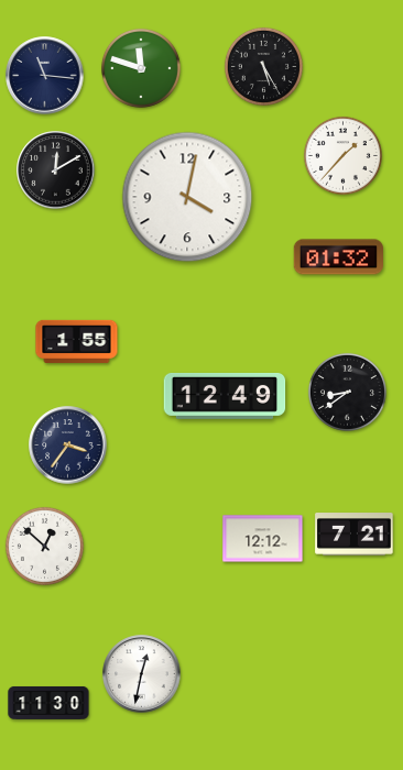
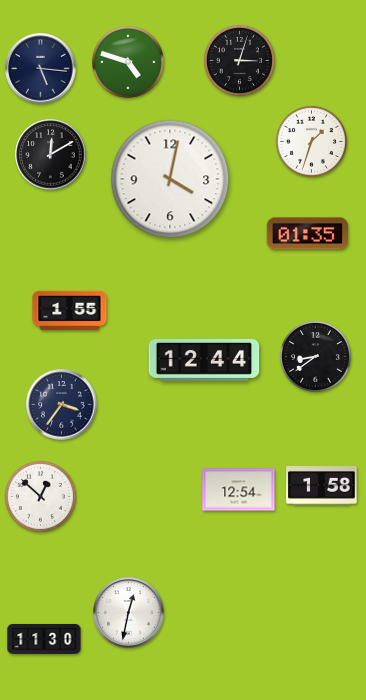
clock at (263, 66): 5:25 -> 3:03
clock at (141, 68): 11:48 -> 4:48
clock at (45, 76): 11:16 -> 5:16
clock at (342, 155): 1:37 -> 1:33
clock at (338, 257): 01:32 -> 01:35
clock at (225, 396): 12:49 -> 12:44
clock at (355, 535): 7:21 -> 1:58
clock at (263, 539): 12:12 -> 12:54
